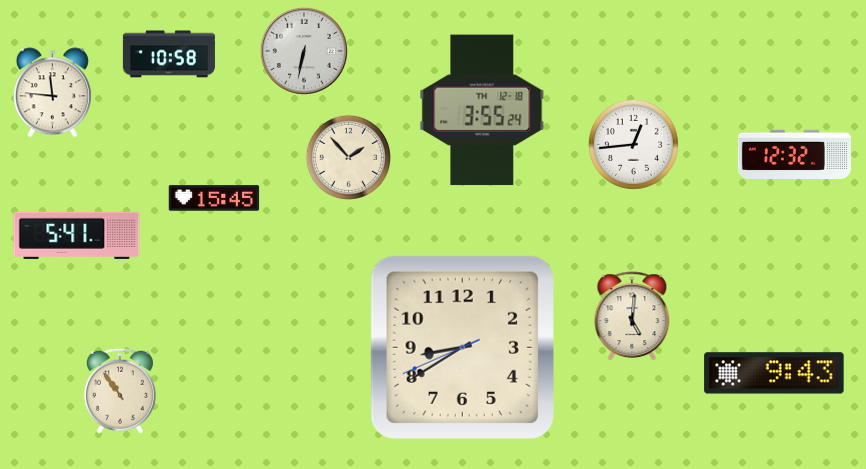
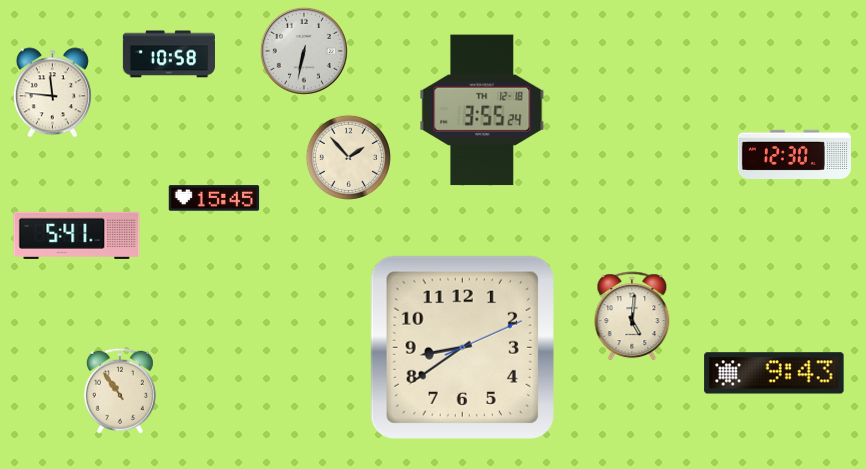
clock at (633, 144): 12:44 -> none
clock at (794, 154): 12:32 -> 12:30
clock at (462, 347): 8:39:41 -> 8:39:11
